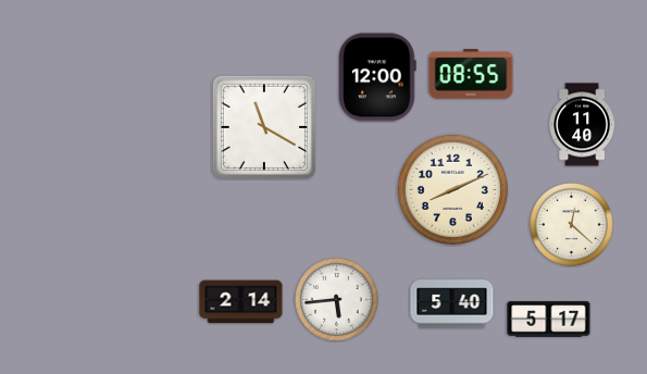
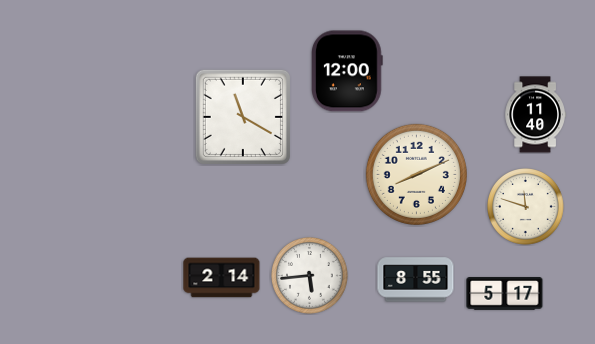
clock at (471, 74): 08:55 -> none
clock at (572, 225): 12:22 -> 11:48
clock at (452, 304): 5:40 -> 8:55
